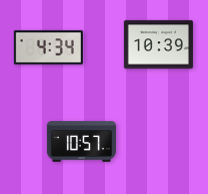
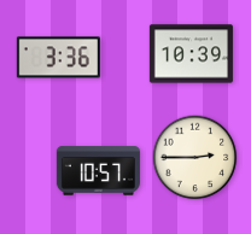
clock at (48, 48): 4:34 -> 3:36
clock at (195, 158): none -> 2:45
